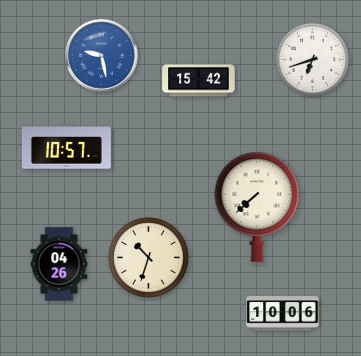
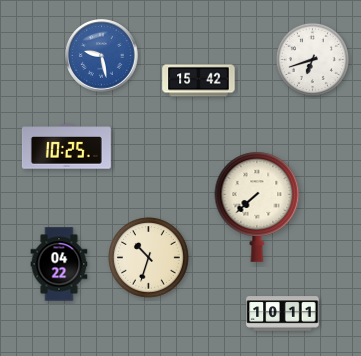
clock at (66, 147): 10:57 -> 10:25
clock at (59, 264): 04:26 -> 04:22
clock at (283, 314): 10:06 -> 10:11
